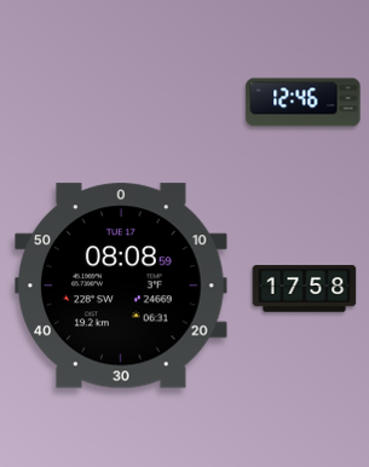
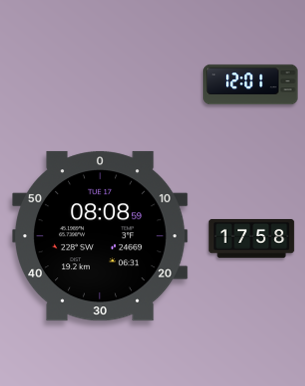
clock at (304, 103): 12:46 -> 12:01
